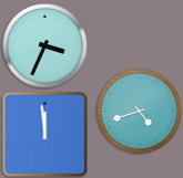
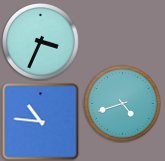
clock at (140, 112) position: (140, 112) -> (123, 104)
clock at (45, 135): 11:59 -> 10:46
